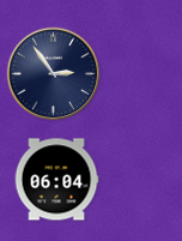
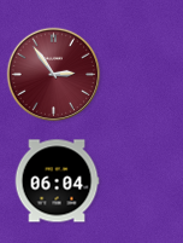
clock at (54, 74) dial: navy -> burgundy
